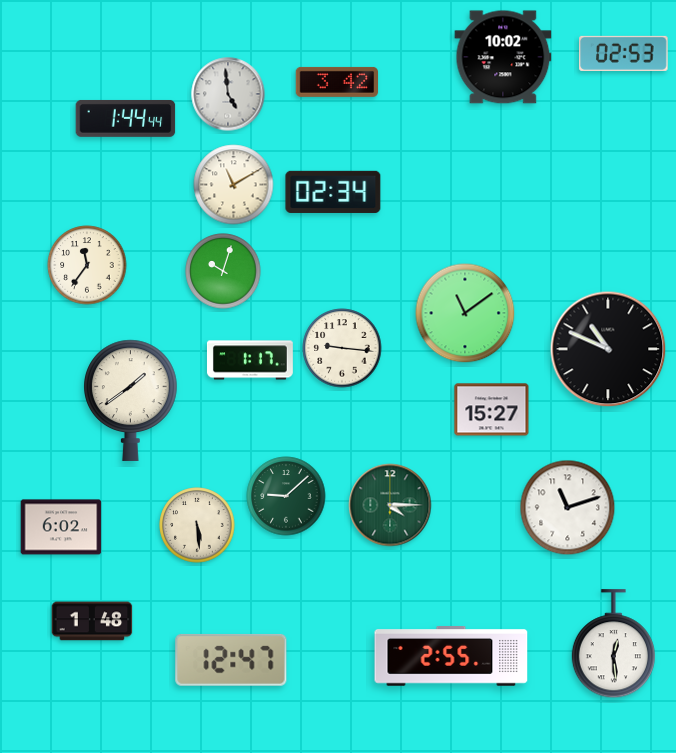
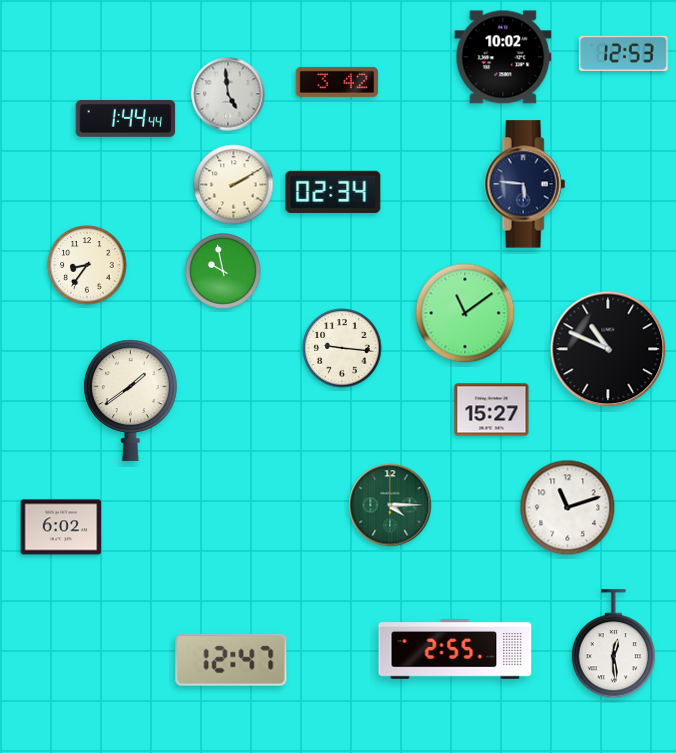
clock at (624, 53): 02:53 -> 12:53
clock at (525, 184): none -> 5:46
clock at (234, 185): 11:10 -> 2:10
clock at (87, 265): 11:36 -> 8:36
clock at (223, 271): 10:03 -> 9:58
clock at (250, 360): 1:17 -> none
clock at (286, 496): 9:08 -> none
clock at (197, 525): 5:29 -> none
clock at (92, 621): 1:48 -> none
clock at (451, 657) position: (451, 657) -> (455, 650)
